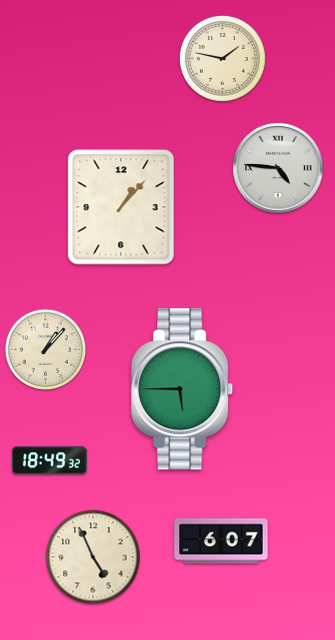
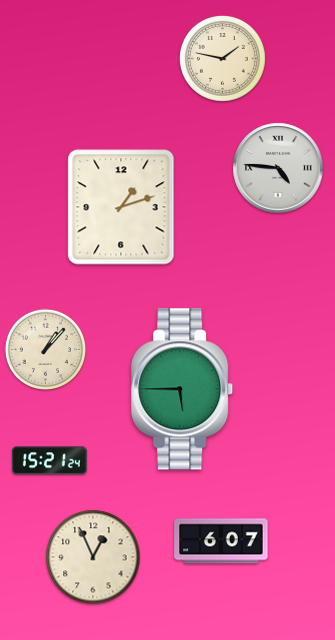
clock at (121, 207): 1:07 -> 1:12
clock at (49, 461): 18:49 -> 15:21
clock at (93, 557): 4:56 -> 12:56
